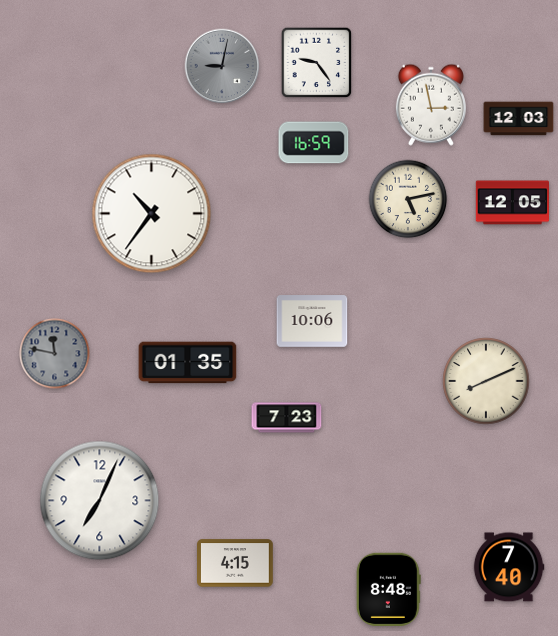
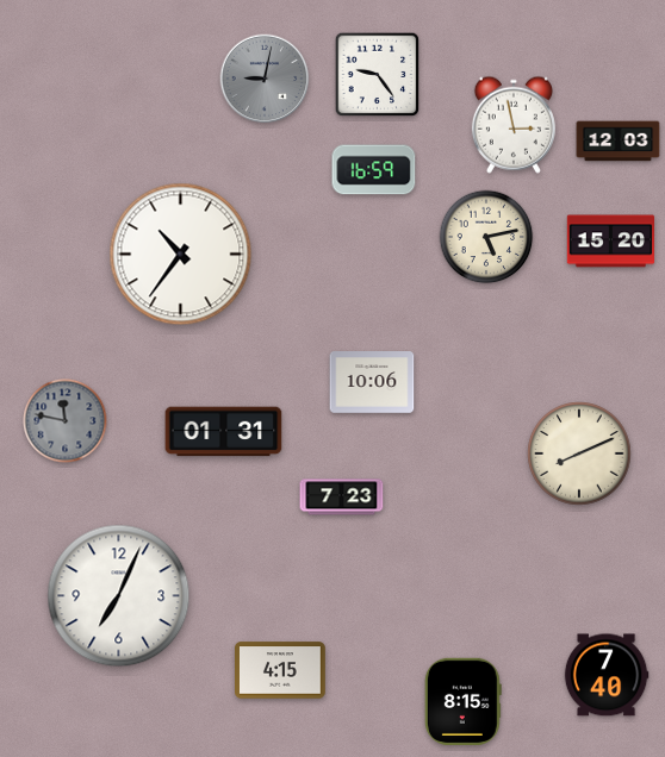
clock at (513, 203): 12:05 -> 15:20
clock at (188, 363): 01:35 -> 01:31
clock at (388, 589): 8:48 -> 8:15
